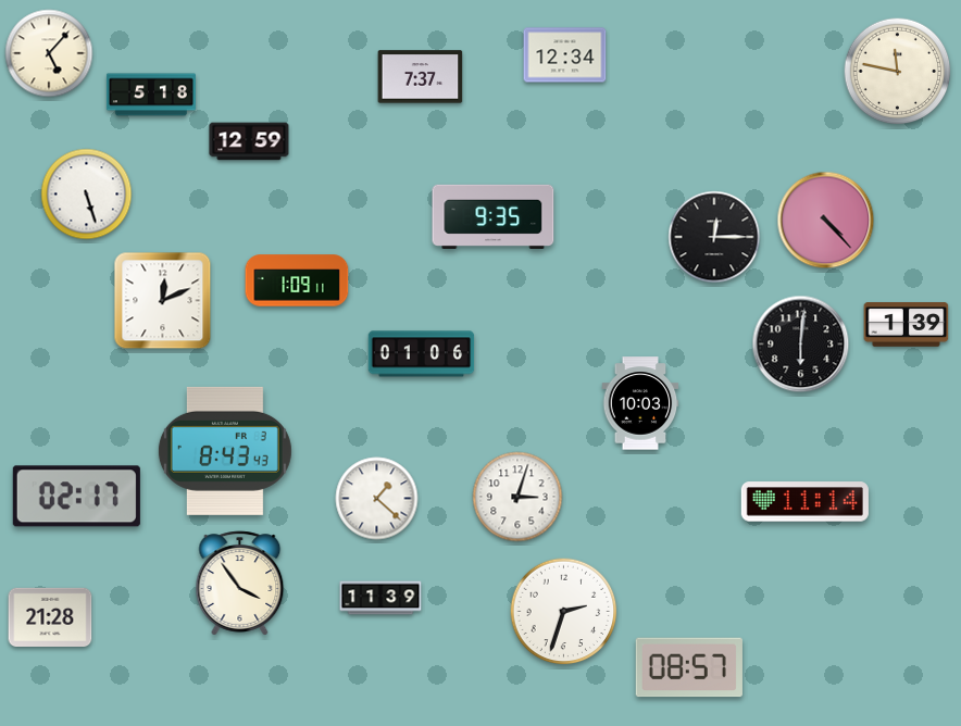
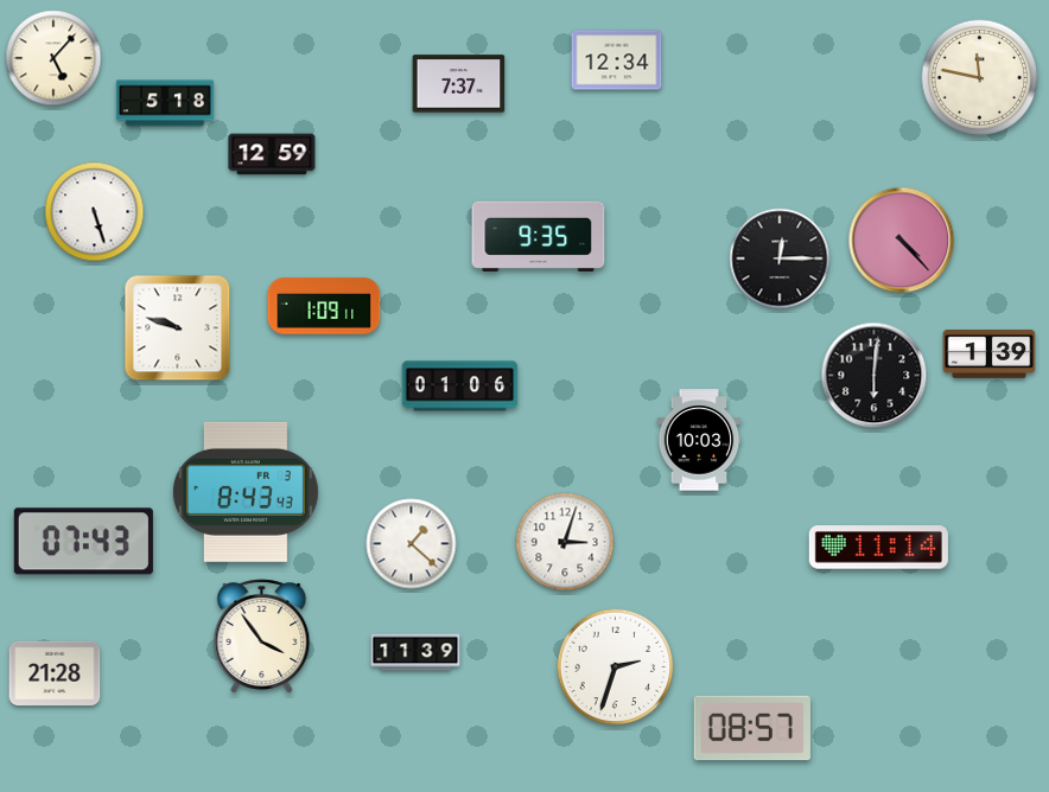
clock at (163, 301): 12:11 -> 9:48
clock at (76, 497): 02:17 -> 07:43
